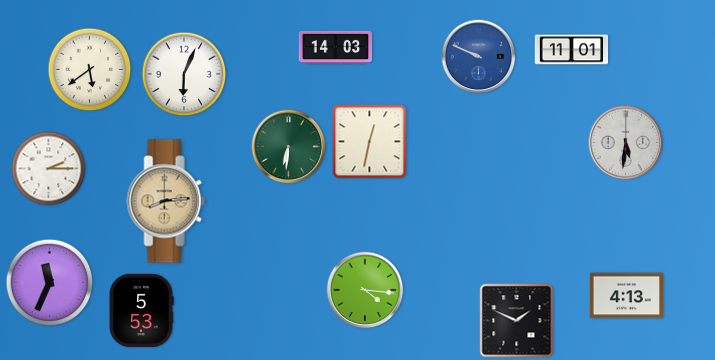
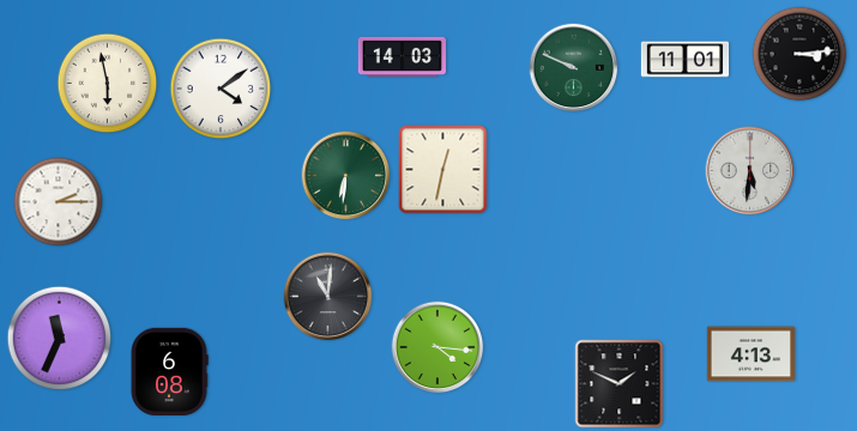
clock at (799, 54): none -> 3:14
clock at (479, 57) dial: blue -> green
clock at (90, 70): 5:39 -> 5:58
clock at (184, 74): 6:04 -> 4:09
clock at (166, 201): 8:14 -> none
clock at (328, 297): none -> 11:01
clock at (141, 310): 5:53 -> 6:08
